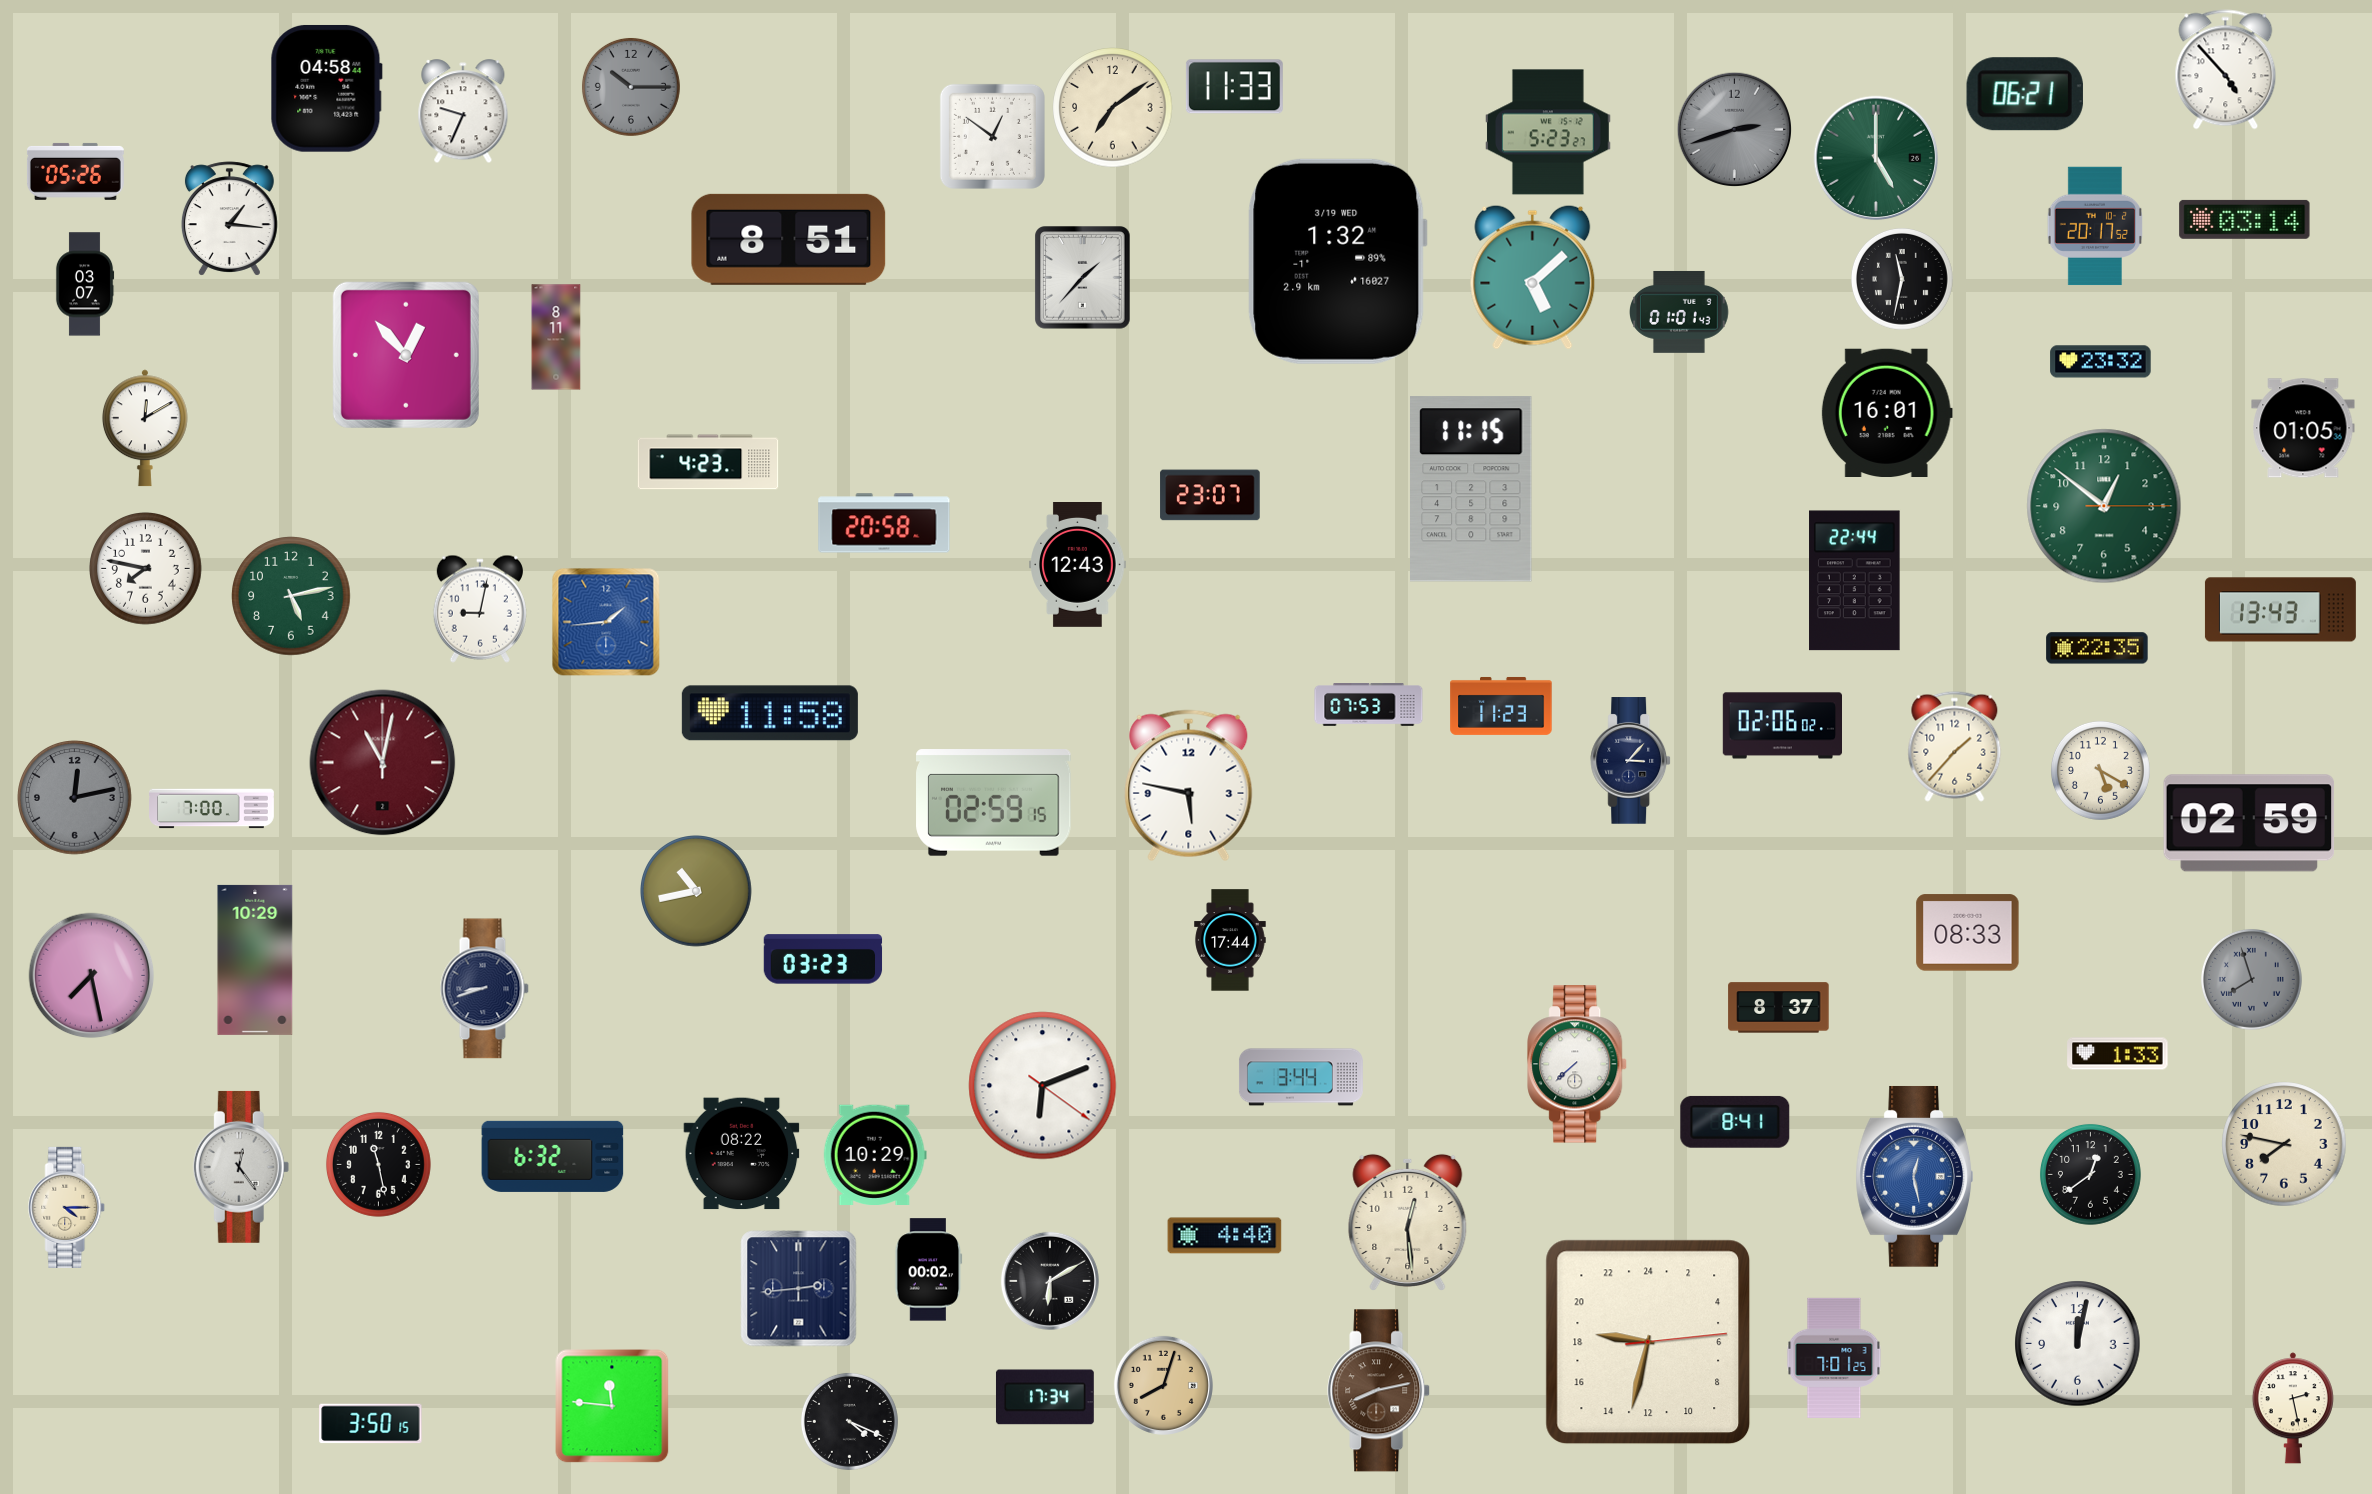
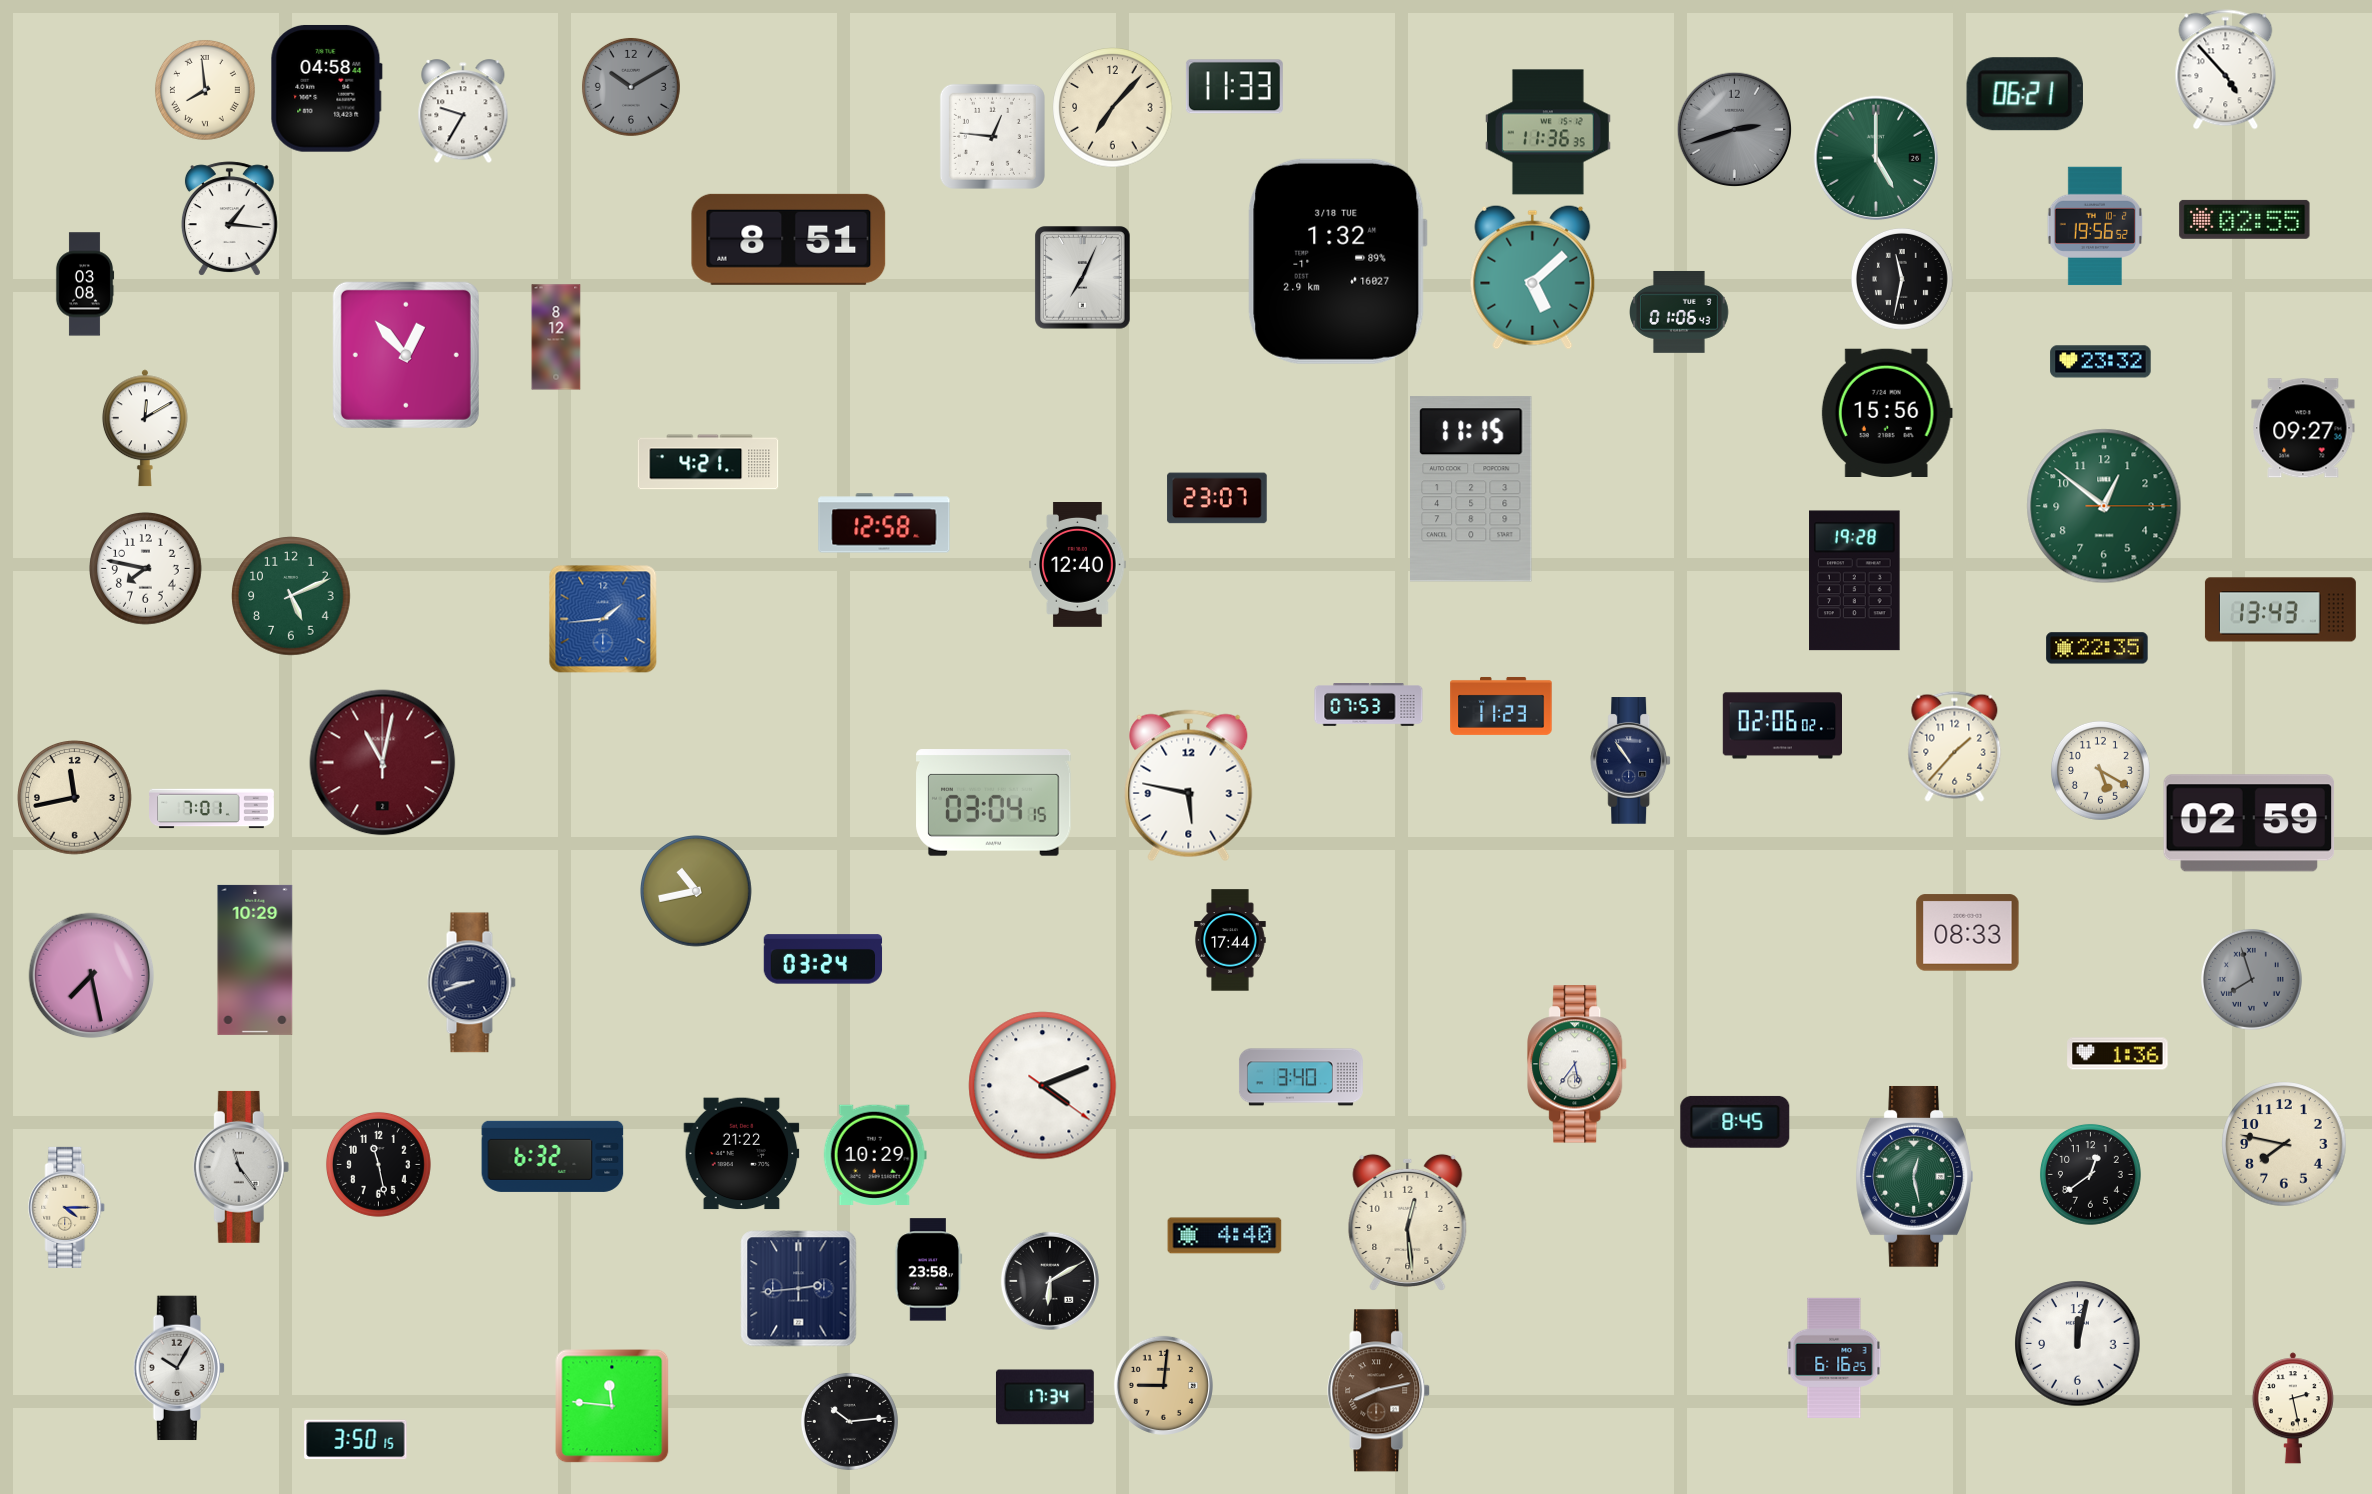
clock at (631, 87): 10:15 -> 10:10
clock at (205, 90): none -> 7:59
clock at (1113, 108): 7:09 -> 7:07
clock at (463, 112): 9:34 -> 9:35
clock at (1549, 132): 5:23 -> 11:36
clock at (992, 136): 12:51 -> 12:46
clock at (75, 171): 05:26 -> none
clock at (2245, 219): 03:14 -> 02:55
clock at (2095, 226): 20:17 -> 19:56
clock at (1337, 261) date: 3/19 WED -> 3/18 TUE
clock at (1083, 278): 1:37 -> 7:04
clock at (85, 284): 03:07 -> 03:08
clock at (1679, 312): 01:01 -> 01:06
clock at (556, 337): 8:11 -> 8:12
clock at (1887, 412): 16:01 -> 15:56
clock at (2303, 428): 01:05 -> 09:27
clock at (708, 462): 4:23 -> 4:21
clock at (1210, 495) position: (1210, 495) -> (1217, 498)
clock at (884, 523): 20:58 -> 12:58
clock at (1078, 565): 12:43 -> 12:40
clock at (1855, 581): 22:44 -> 19:28
clock at (291, 596): 5:13 -> 5:11
clock at (480, 609): 9:02 -> none
clock at (606, 622) position: (606, 622) -> (603, 619)
clock at (770, 713): 11:58 -> none
clock at (1631, 761): 3:07 -> 10:54
clock at (75, 798): 12:13 -> 11:43
clock at (75, 798) dial: grey -> cream
clock at (994, 803): 02:59 -> 03:04
clock at (212, 809): 7:00 -> 7:01
clock at (823, 959): 03:23 -> 03:24
clock at (484, 989) position: (484, 989) -> (471, 983)
clock at (1779, 1008): 8:37 -> none
clock at (2118, 1054): 1:33 -> 1:36
clock at (1578, 1064): 7:38 -> 5:36
clock at (1301, 1077): 3:44 -> 3:40
clock at (1043, 1086): 6:11 -> 4:11
clock at (1735, 1122): 8:41 -> 8:45
clock at (742, 1154): 08:22 -> 21:22
clock at (241, 1167): 12:24 -> 11:24
clock at (1914, 1176) dial: blue -> green
clock at (929, 1270): 00:02 -> 23:58
clock at (1648, 1342): 18:32 -> none
clock at (1834, 1358): 7:01 -> 6:16
clock at (178, 1368): none -> 10:05
clock at (1163, 1385): 8:03 -> 9:01
clock at (849, 1421): 4:19 -> 10:14
clock at (371, 1424) position: (371, 1424) -> (356, 1440)
